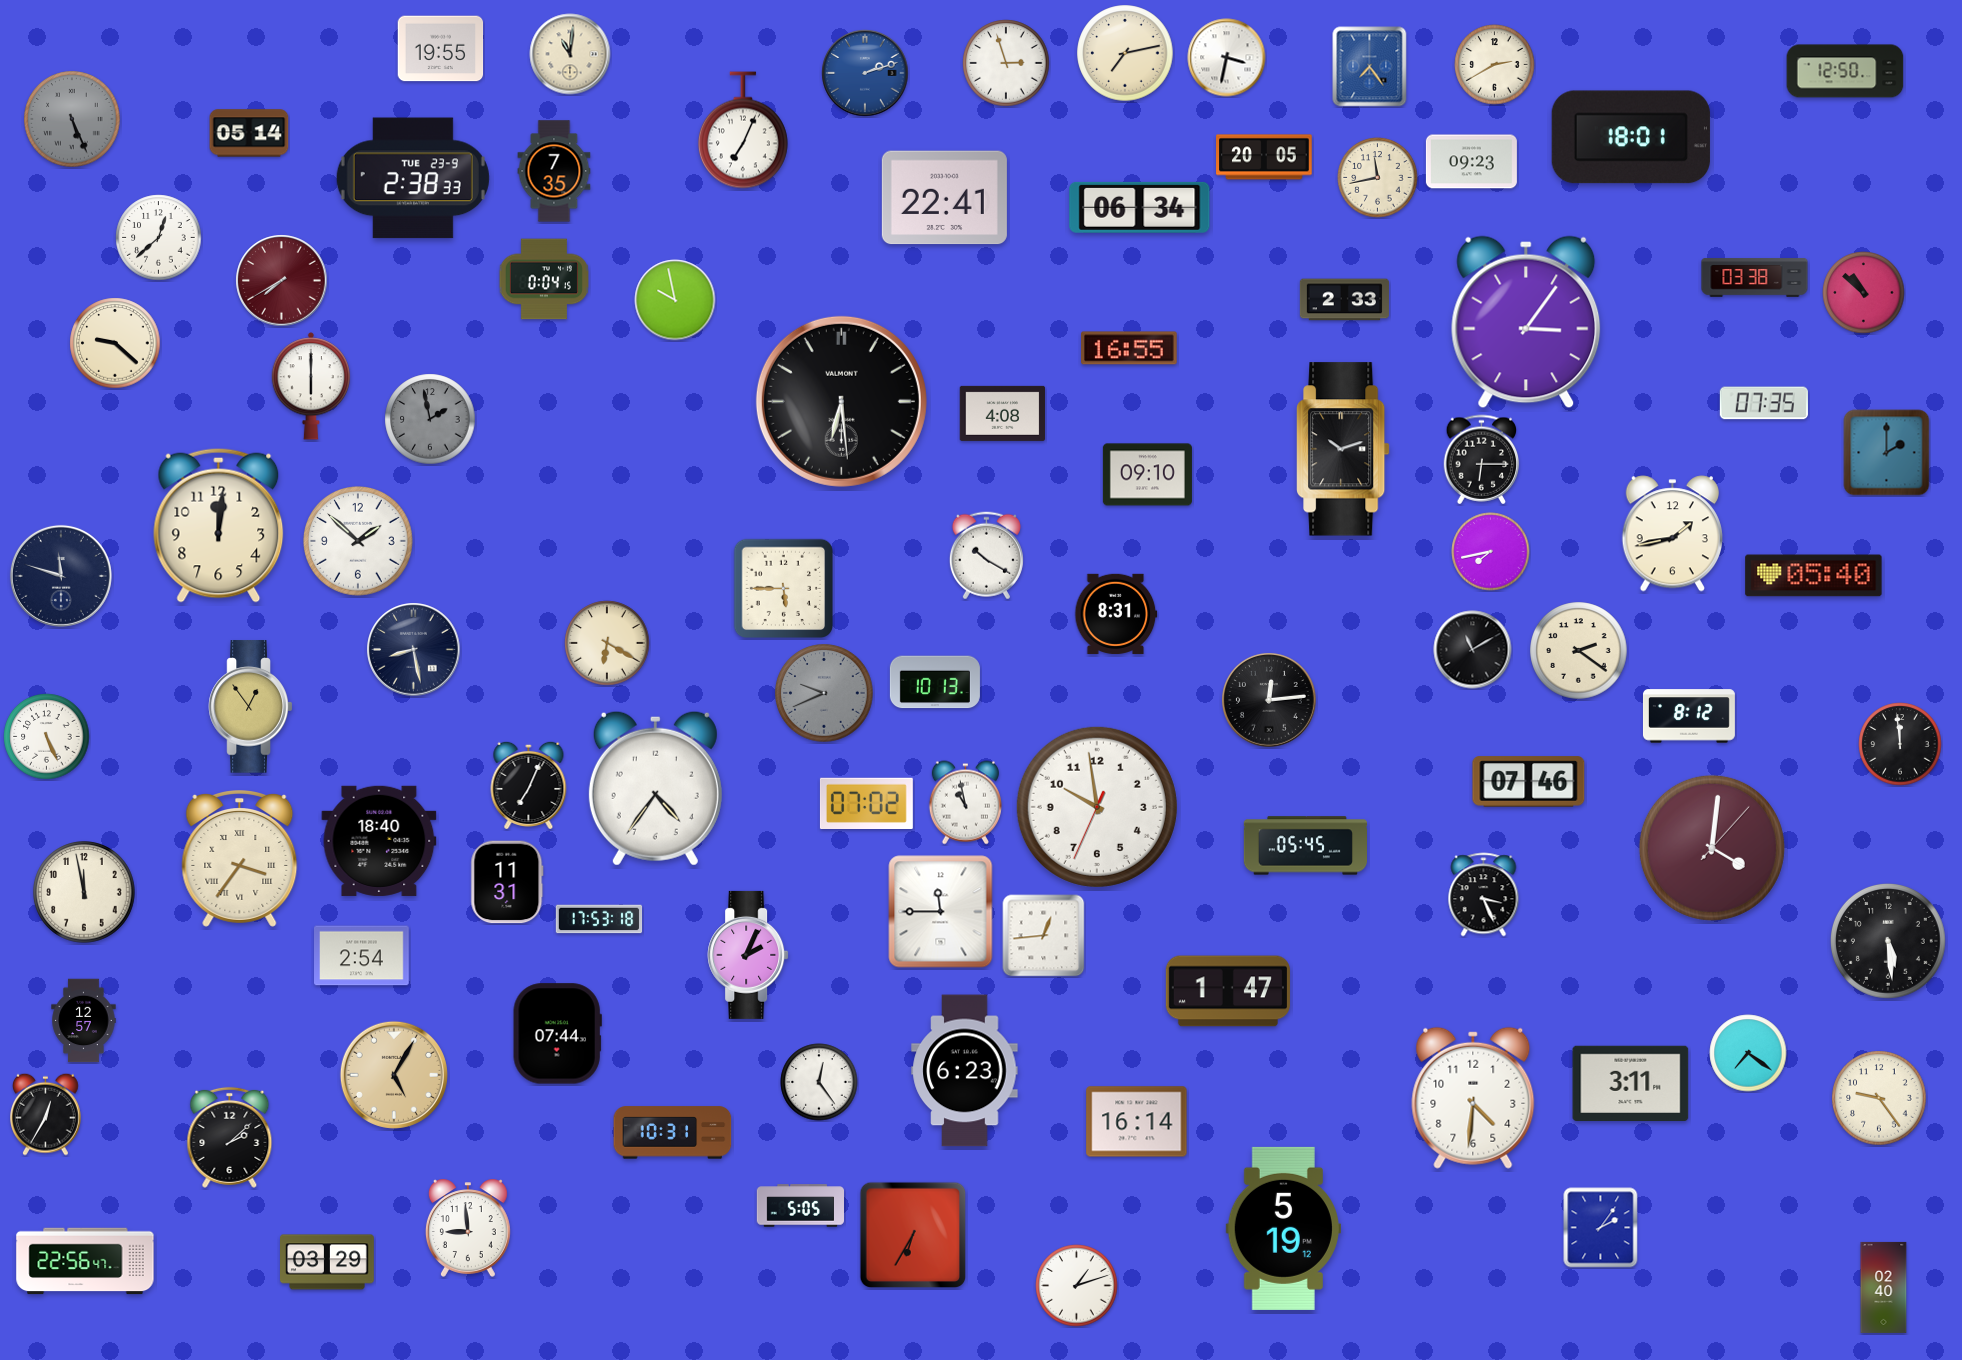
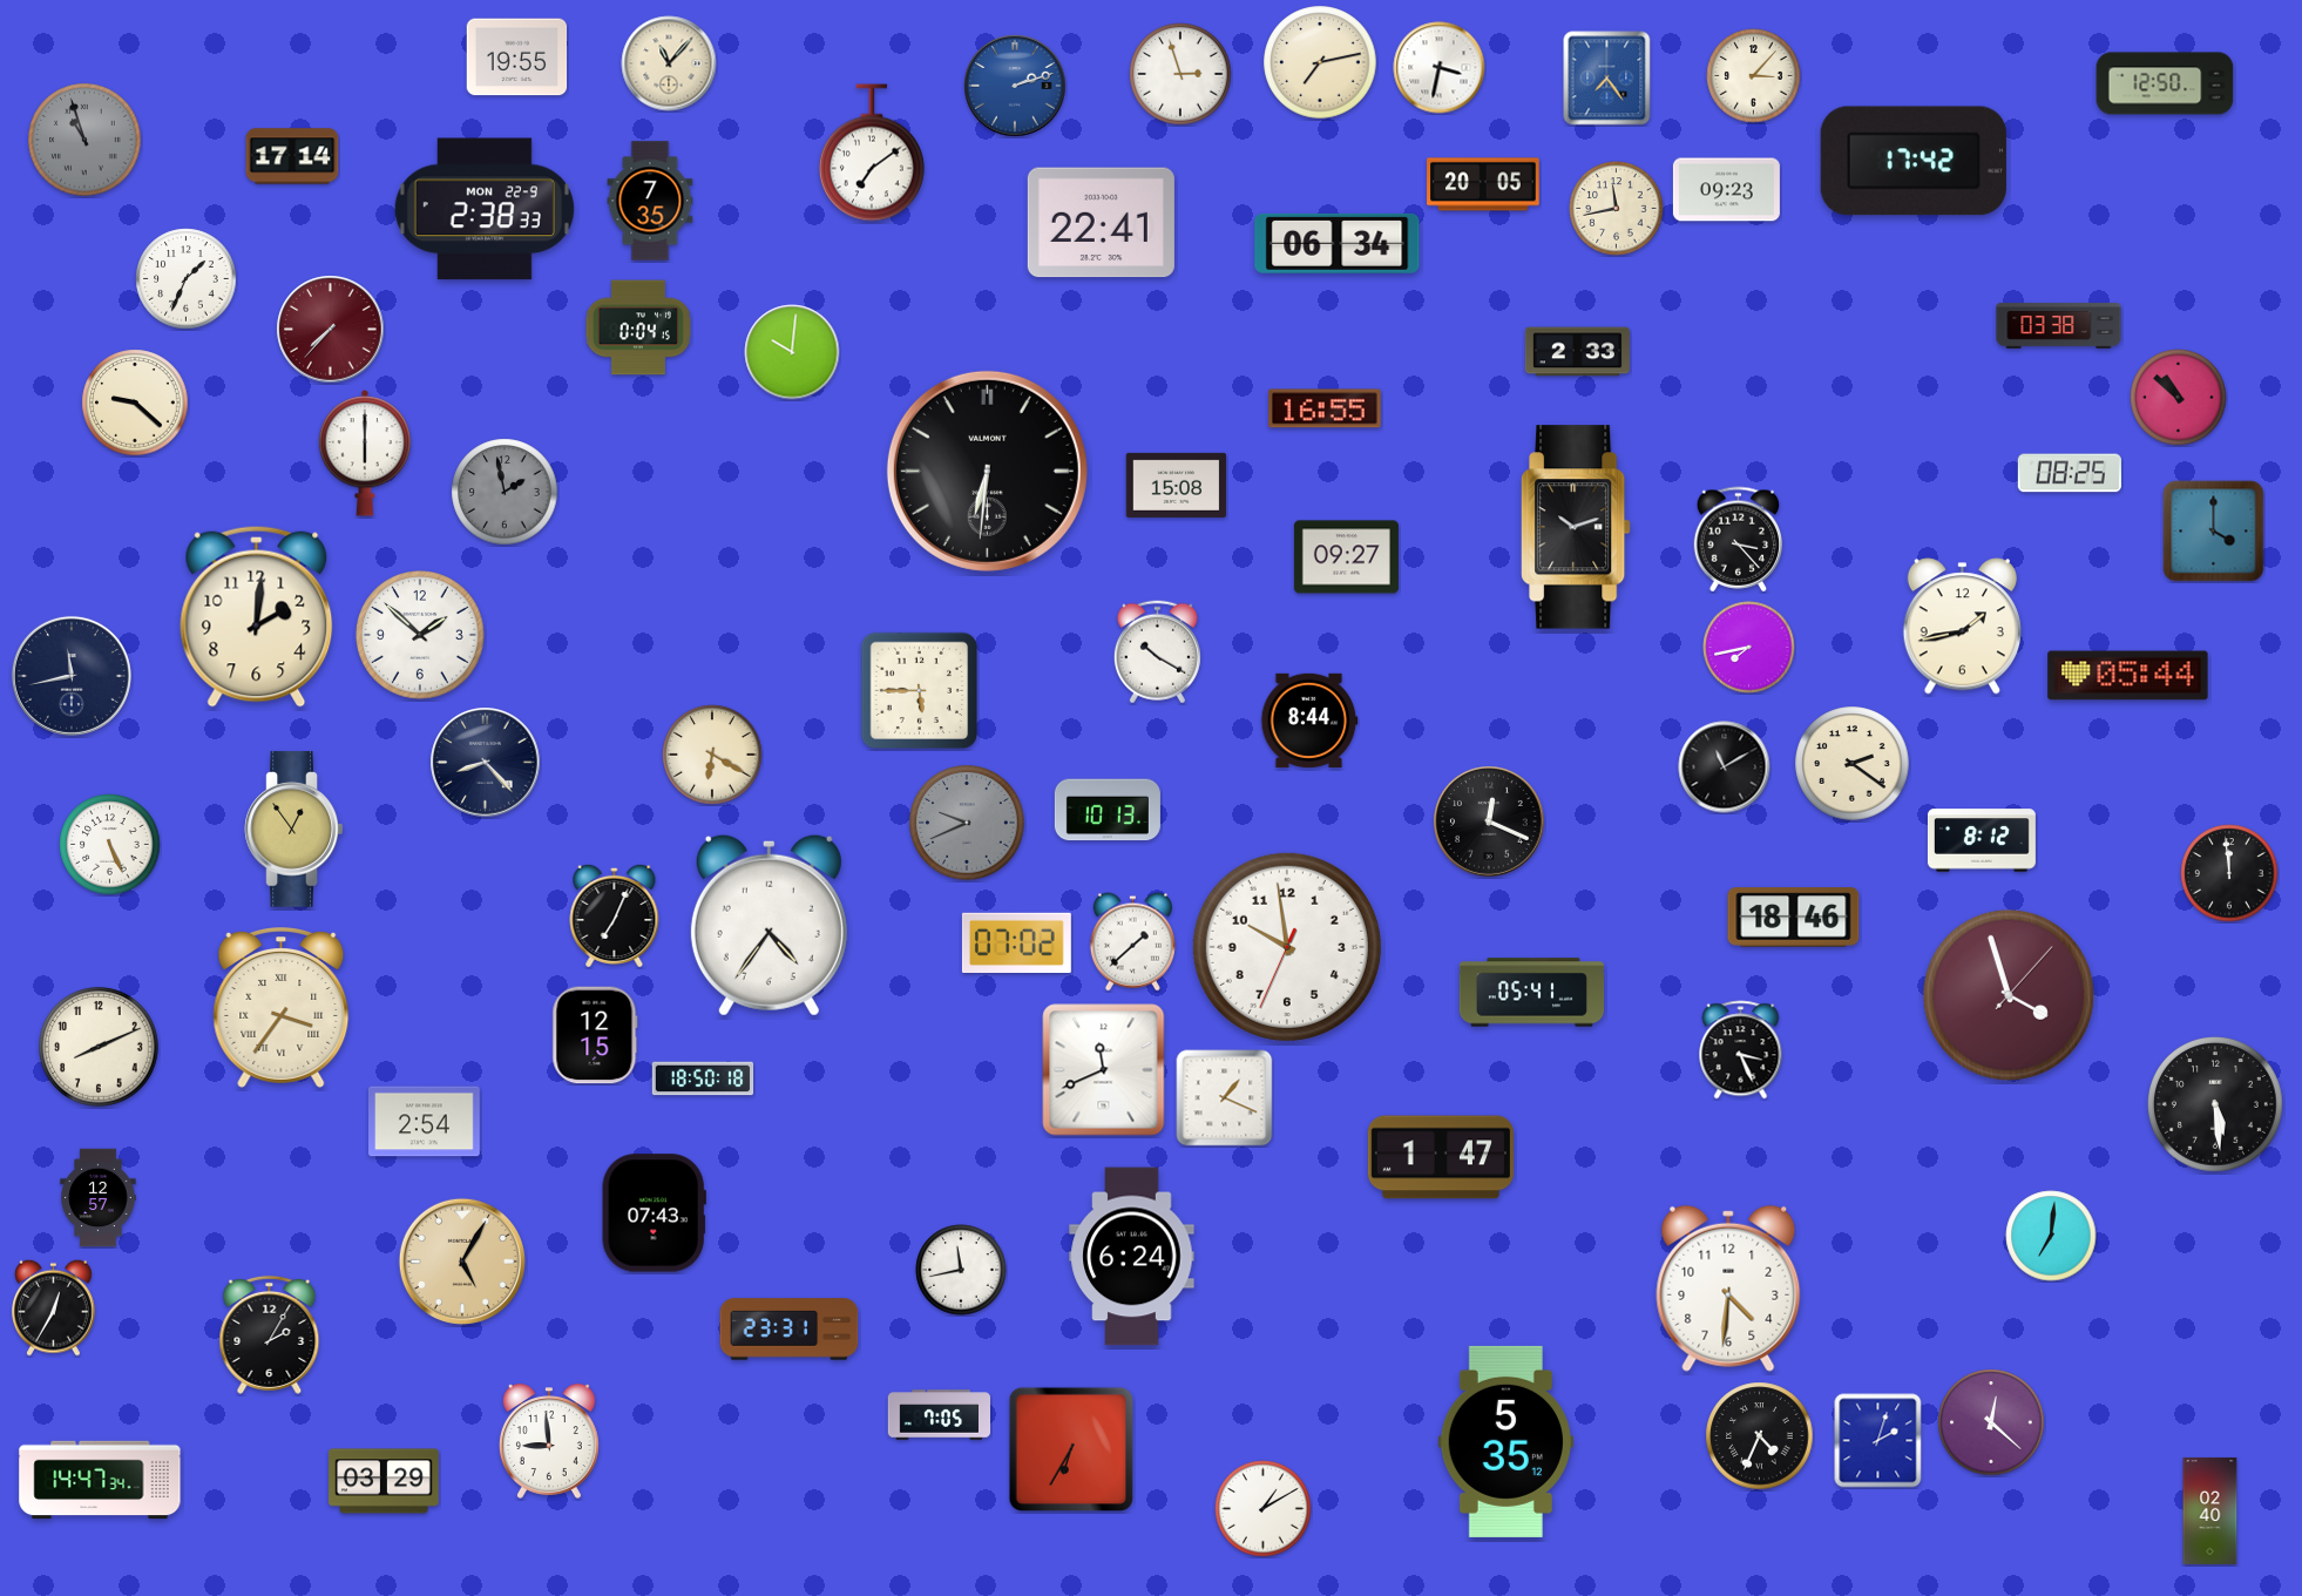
clock at (570, 54): 11:01 -> 11:07
clock at (1495, 65): 2:40 -> 3:07
clock at (72, 119): 5:26 -> 10:57
clock at (743, 130): 7:04 -> 7:09
clock at (249, 133): 05:14 -> 17:14
clock at (1631, 137): 18:01 -> 17:42
clock at (413, 178) date: TUE 23-9 -> MON 22-9
clock at (944, 198) position: (944, 198) -> (1101, 223)
clock at (159, 238): 12:38 -> 1:34
clock at (282, 281): 7:40 -> 7:37
clock at (1864, 293) position: (1864, 293) -> (2179, 398)
clock at (675, 300): 9:58 -> 10:01
clock at (1526, 322): 3:06 -> none
clock at (841, 401): 6:29 -> 6:31
clock at (1764, 403): 07:35 -> 08:25
clock at (1003, 413): 4:08 -> 15:08
clock at (1887, 453): 2:00 -> 4:00
clock at (1482, 460): 6:15 -> 3:23
clock at (1147, 475): 09:10 -> 09:27
clock at (219, 525): 12:01 -> 2:01
clock at (61, 576): 11:48 -> 11:43
clock at (1814, 576): 05:40 -> 05:44
clock at (1116, 614): 8:31 -> 8:44
clock at (414, 650): 8:28 -> 8:23
clock at (1473, 650) position: (1473, 650) -> (1725, 767)
clock at (935, 682) position: (935, 682) -> (1108, 810)
clock at (824, 693) position: (824, 693) -> (967, 823)
clock at (1269, 700): 12:14 -> 12:19
clock at (47, 737) position: (47, 737) -> (110, 845)
clock at (1529, 782): 07:46 -> 18:46
clock at (529, 784) position: (529, 784) -> (615, 914)
clock at (965, 803): 10:58 -> 1:38
clock at (379, 841): 18:40 -> none
clock at (1305, 846): 05:45 -> 05:41
clock at (1712, 848): 4:01 -> 3:57
clock at (507, 882): 11:31 -> 12:15
clock at (84, 892): 11:58 -> 8:11
clock at (941, 912): 11:45 -> 11:41
clock at (599, 919): 17:53 -> 18:50
clock at (1044, 936): 12:44 -> 1:19
clock at (748, 955): 2:04 -> none
clock at (1228, 991) position: (1228, 991) -> (1441, 1157)
clock at (557, 1034): 07:44 -> 07:43
clock at (1748, 1053): 7:21 -> 7:01
clock at (965, 1071): 6:23 -> 6:24
clock at (819, 1082): 12:24 -> 11:43
clock at (1631, 1083): 3:11 -> none
clock at (1879, 1098): 9:24 -> none
clock at (1137, 1122): 16:14 -> none
clock at (673, 1133): 10:31 -> 23:31
clock at (230, 1137): 2:08 -> 2:05
clock at (800, 1206): 5:05 -> 7:05
clock at (1991, 1422): none -> 12:22
clock at (1760, 1436): none -> 4:34
clock at (1283, 1228): 5:19 -> 5:35
clock at (1601, 1228): 2:06 -> 2:03
clock at (85, 1261): 22:56 -> 14:47
clock at (1077, 1286): 1:12 -> 1:10
